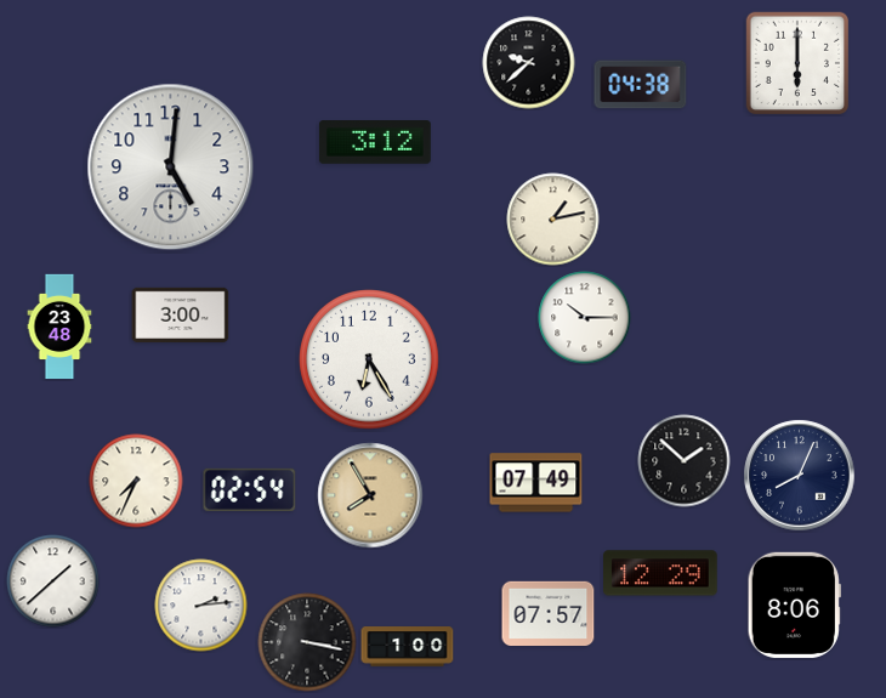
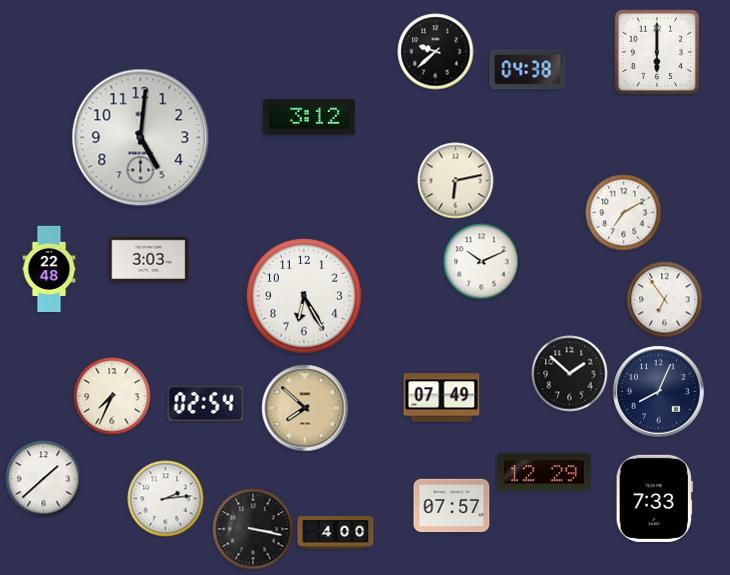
clock at (553, 220): 1:13 -> 6:13
clock at (624, 213): none -> 7:10
clock at (181, 314): 3:00 -> 3:03
clock at (585, 318): 10:15 -> 10:11
clock at (59, 327): 23:48 -> 22:48
clock at (665, 300): none -> 6:54
clock at (685, 461) position: (685, 461) -> (570, 374)
clock at (370, 495): 7:55 -> 7:52
clock at (794, 605): 8:06 -> 7:33
clock at (408, 647): 1:00 -> 4:00
